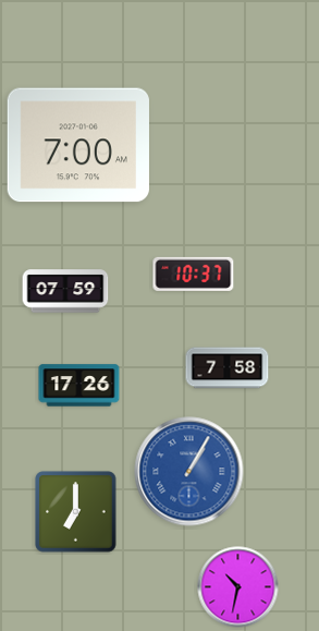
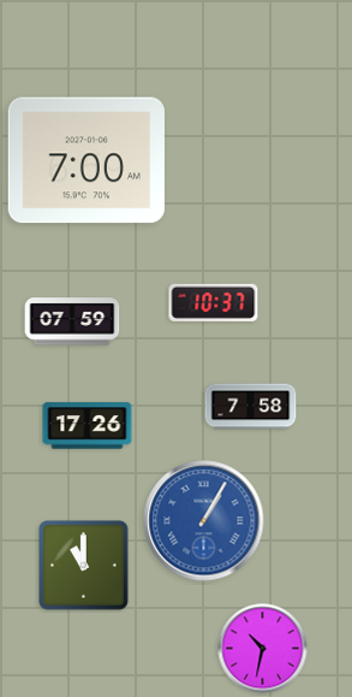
clock at (189, 472) position: (189, 472) -> (204, 521)
clock at (76, 512): 7:00 -> 11:00
